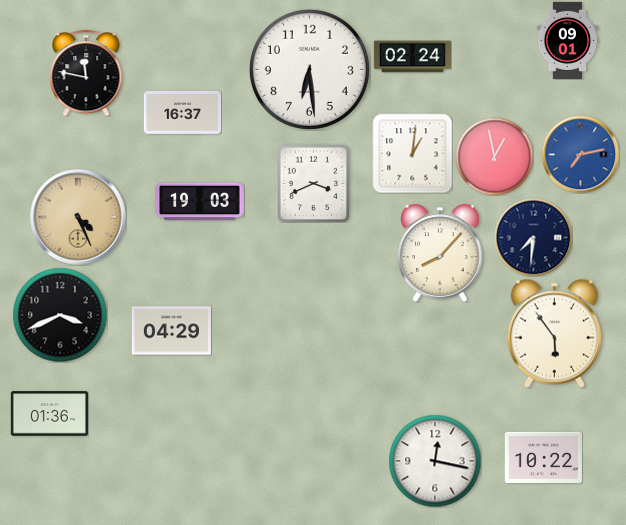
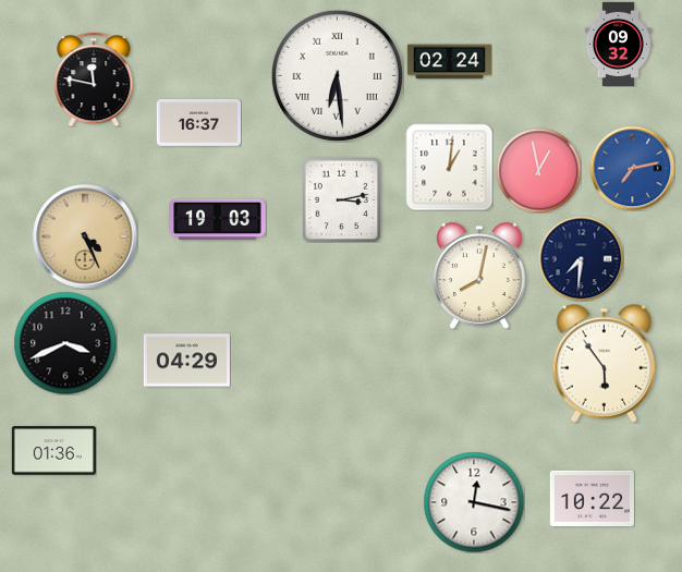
clock at (568, 40): 09:01 -> 09:32
clock at (309, 69) numerals: Arabic -> Roman
clock at (314, 183): 3:41 -> 3:13
clock at (440, 253): 8:07 -> 8:02
